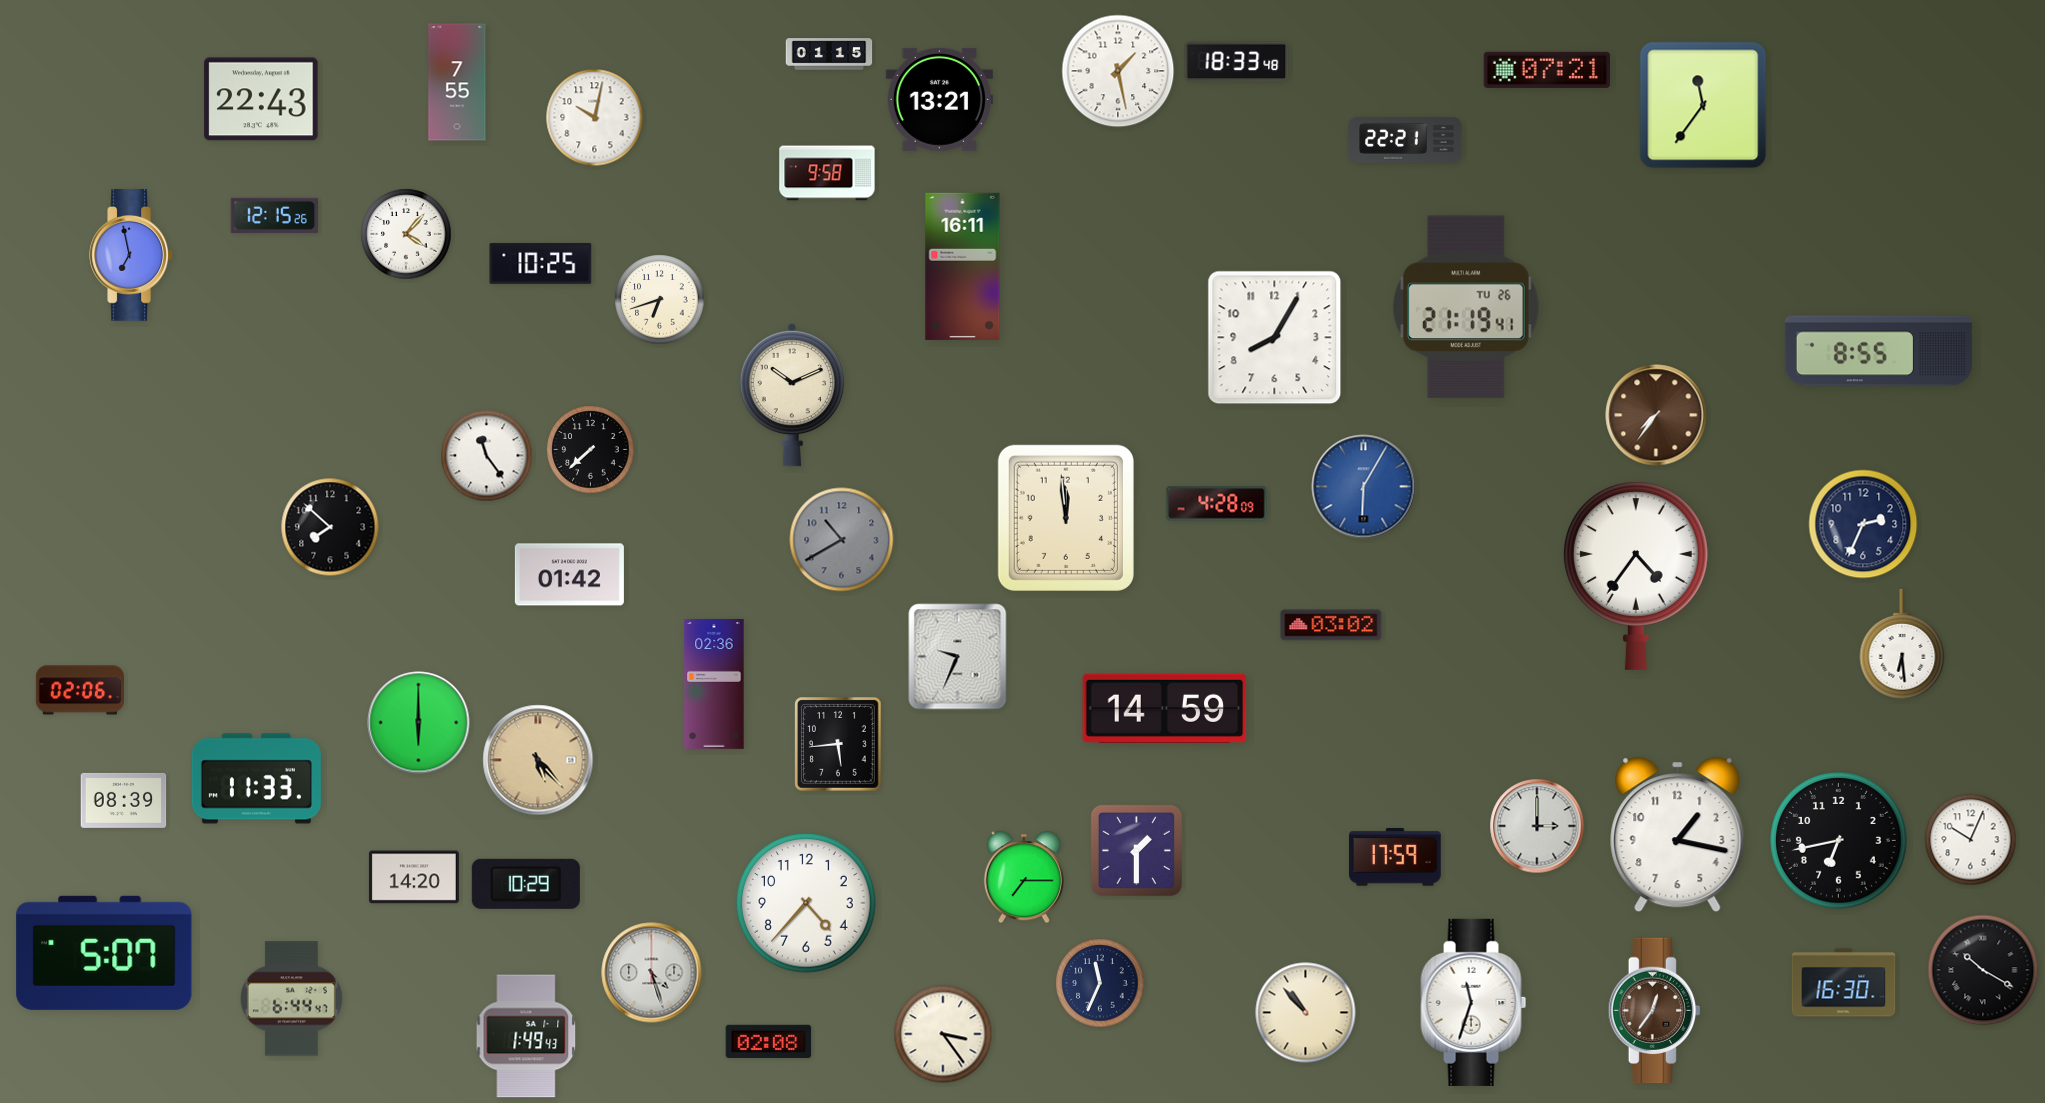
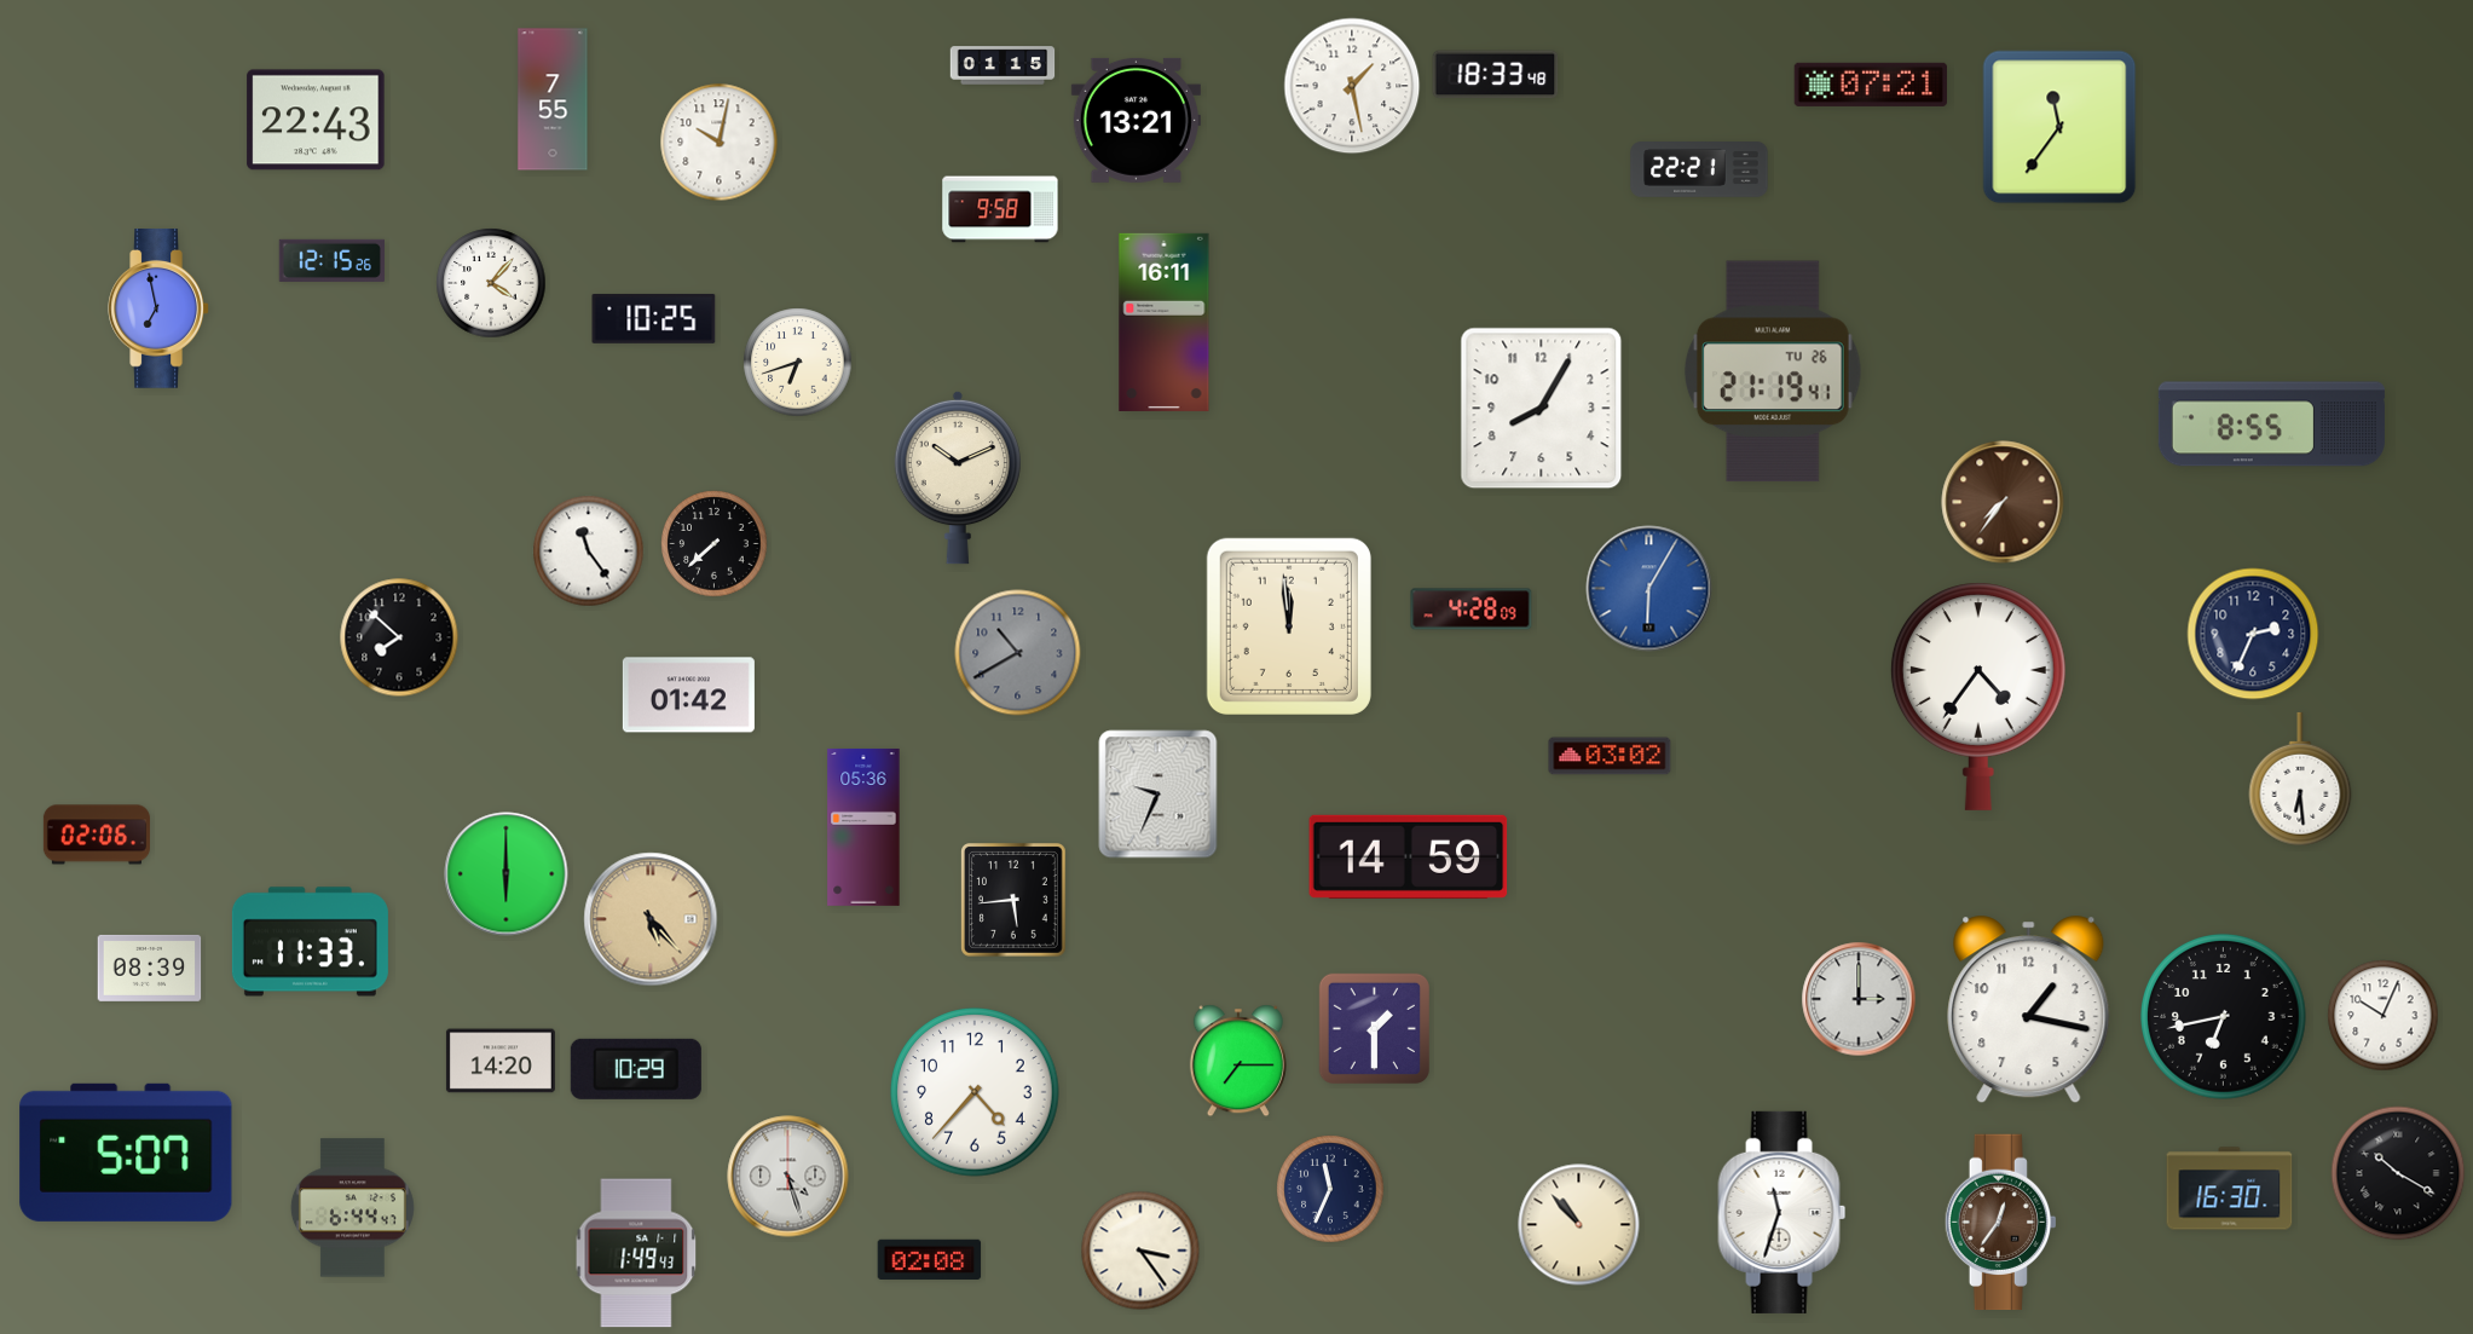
clock at (714, 684): 02:36 -> 05:36
clock at (1396, 858): 17:59 -> none
